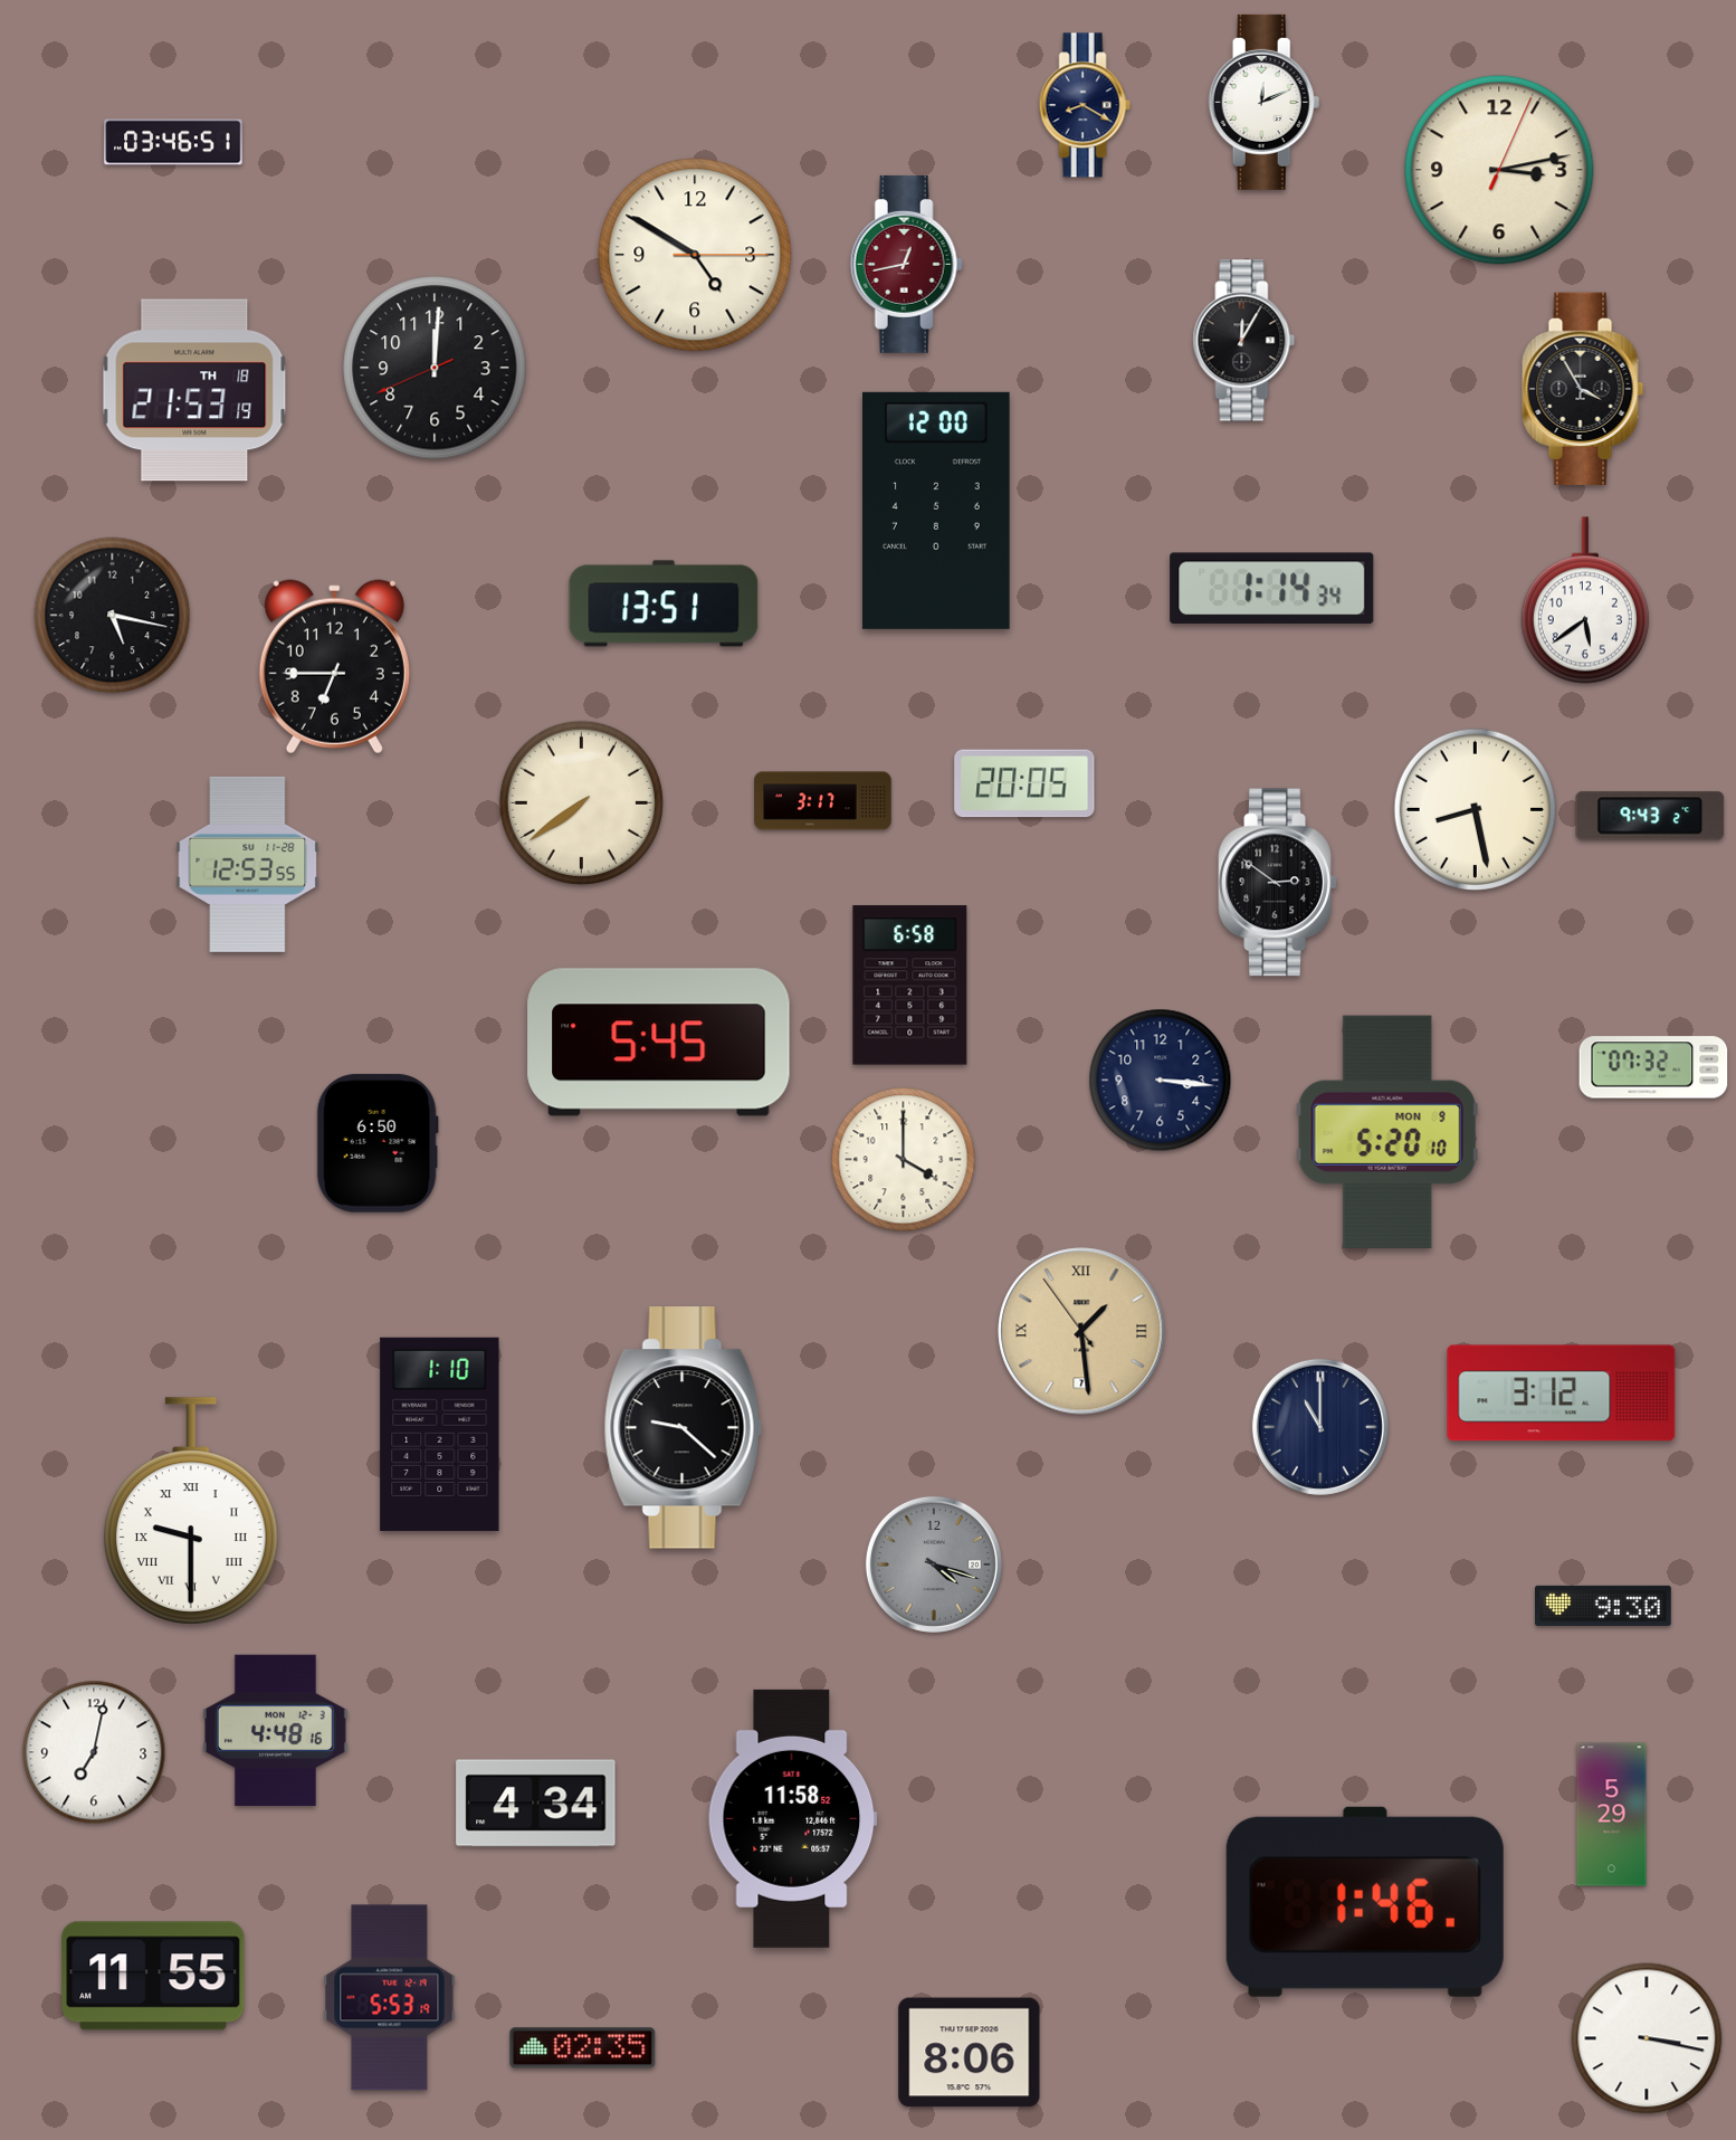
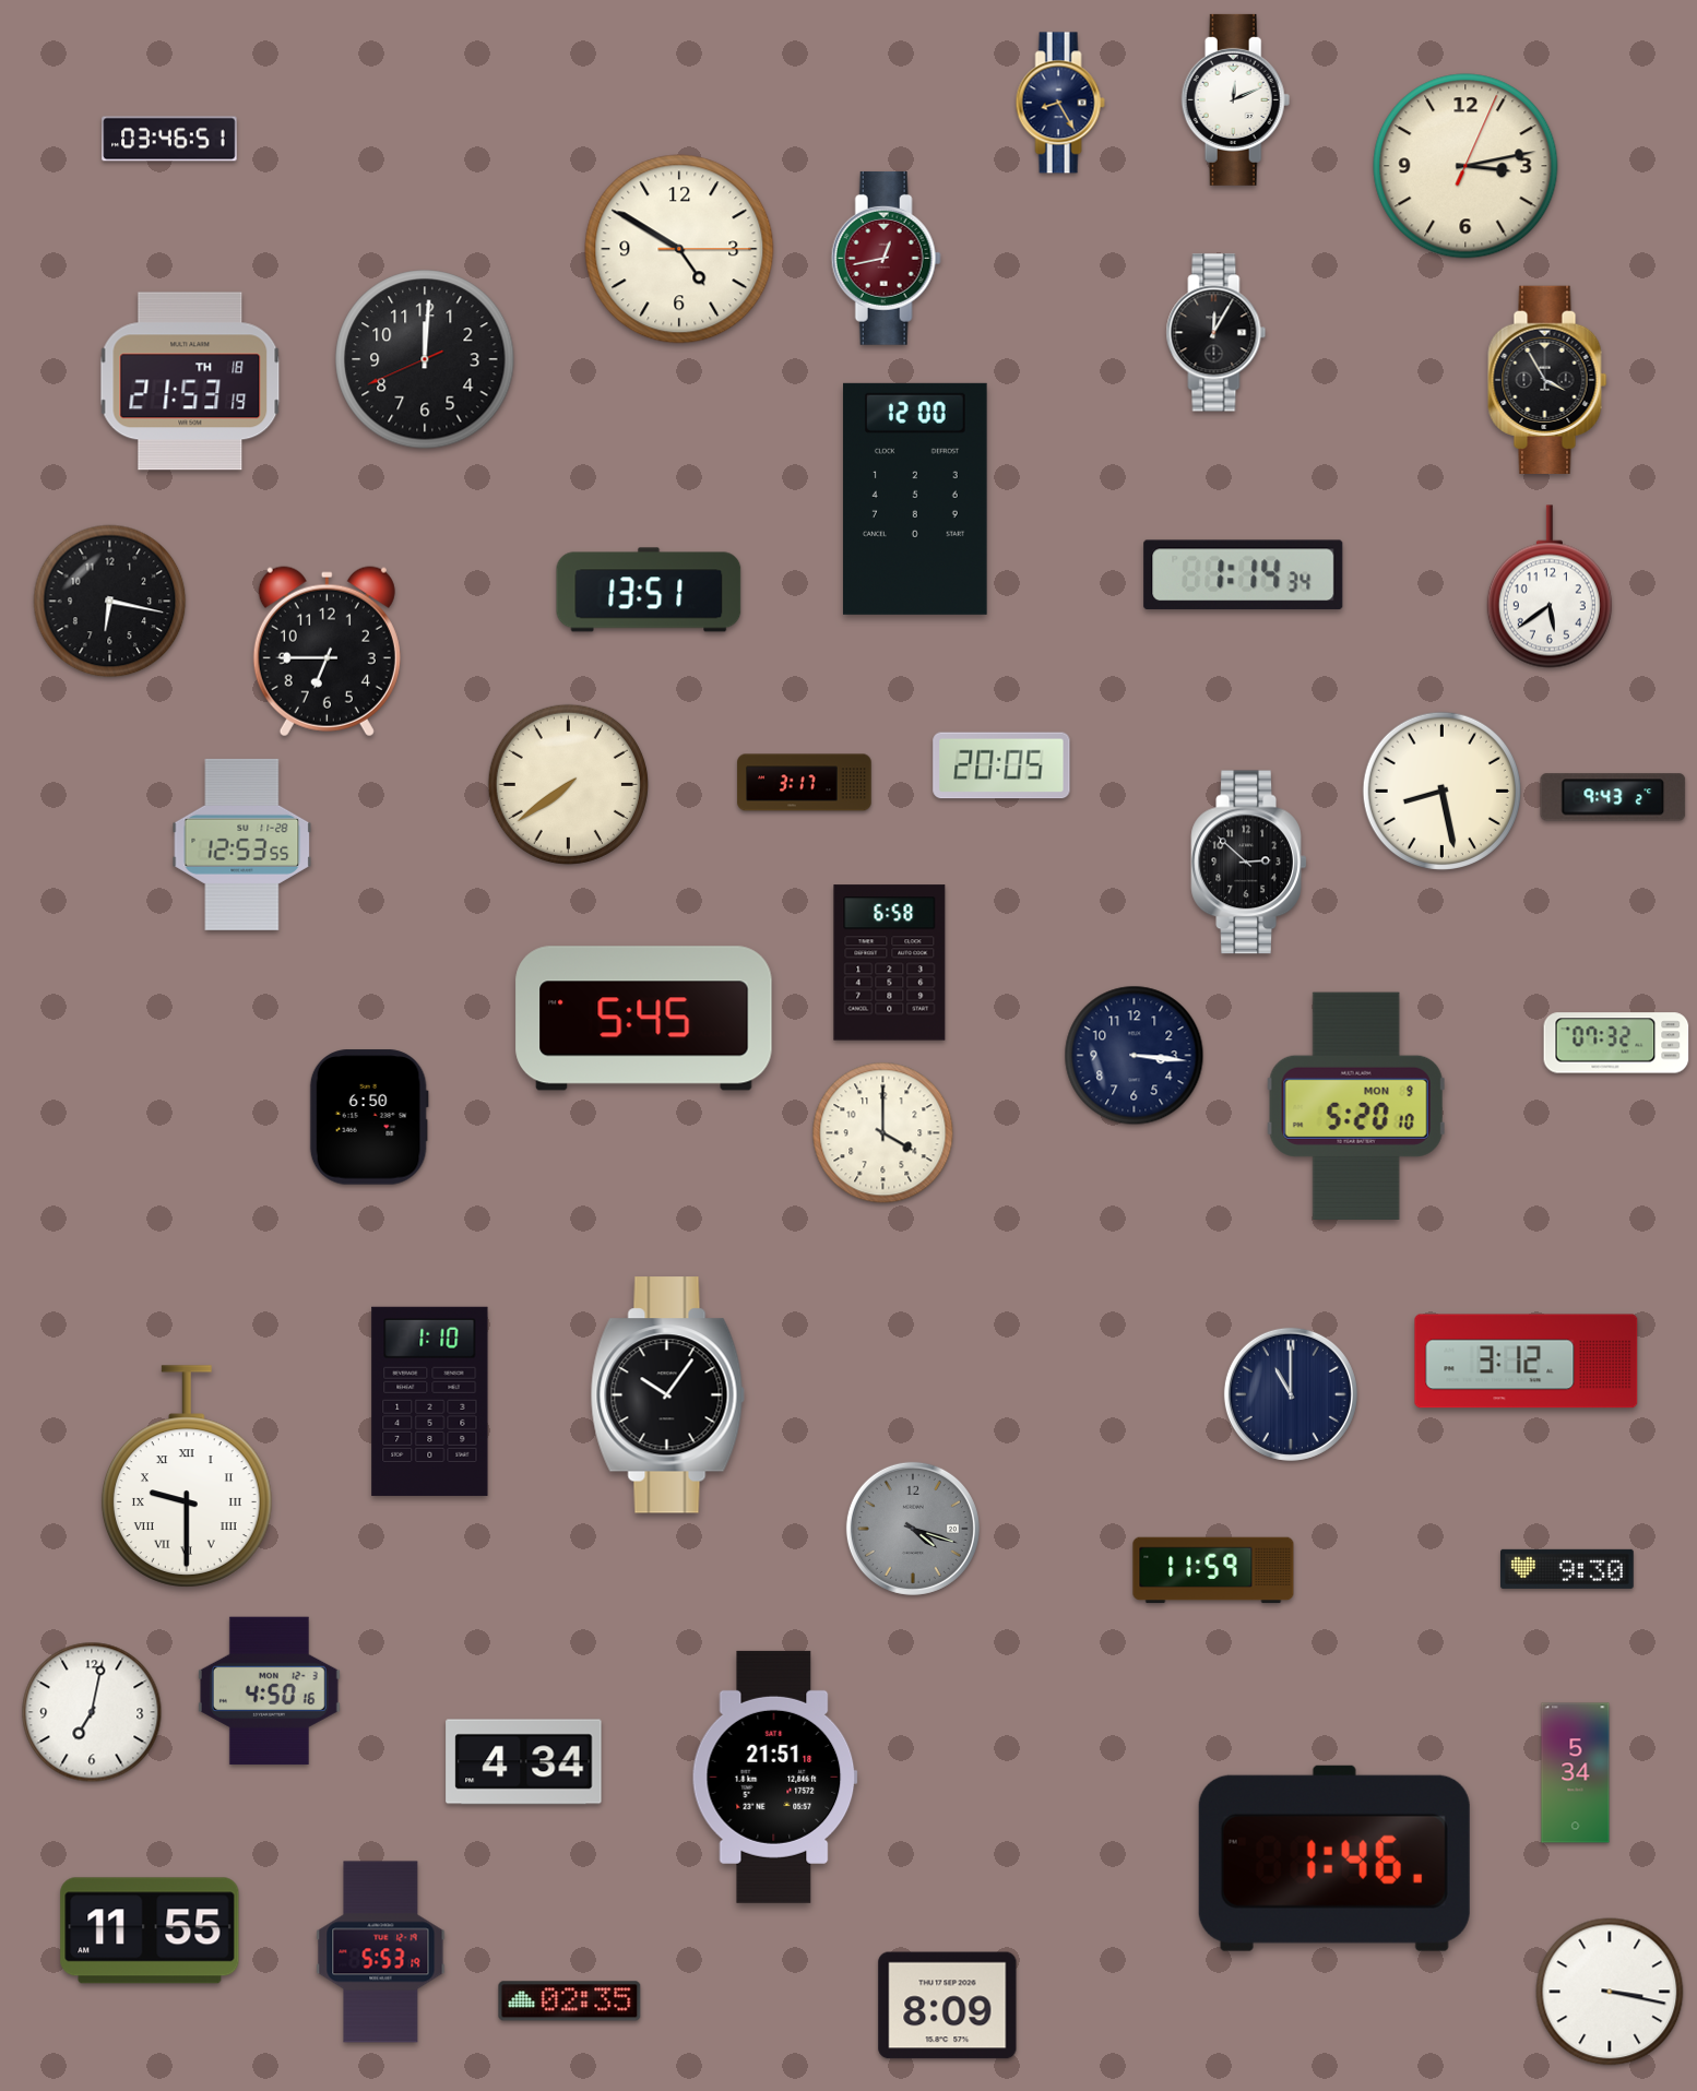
clock at (1085, 105): 8:20 -> 8:25
clock at (113, 616): 5:17 -> 6:17
clock at (1278, 883): 2:51 -> 2:52
clock at (1081, 1331): 1:28 -> none
clock at (683, 1428): 9:22 -> 10:06
clock at (1213, 1570): none -> 11:59
clock at (275, 1730): 4:48 -> 4:50
clock at (1612, 1815): 5:29 -> 5:34
clock at (792, 1818): 11:58 -> 21:51
clock at (970, 2053): 8:06 -> 8:09
